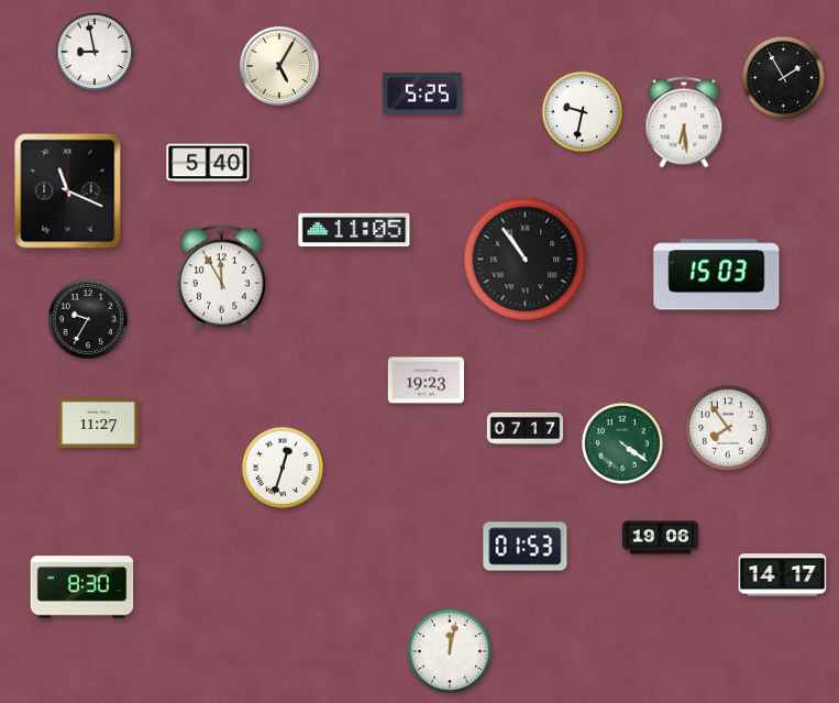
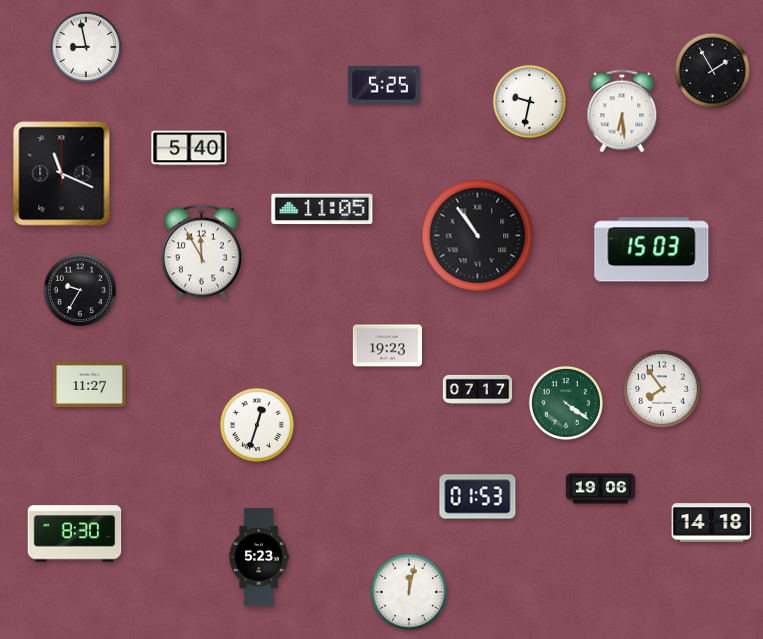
clock at (280, 67): 5:05 -> none
clock at (783, 575): 14:17 -> 14:18
clock at (259, 557): none -> 5:23
